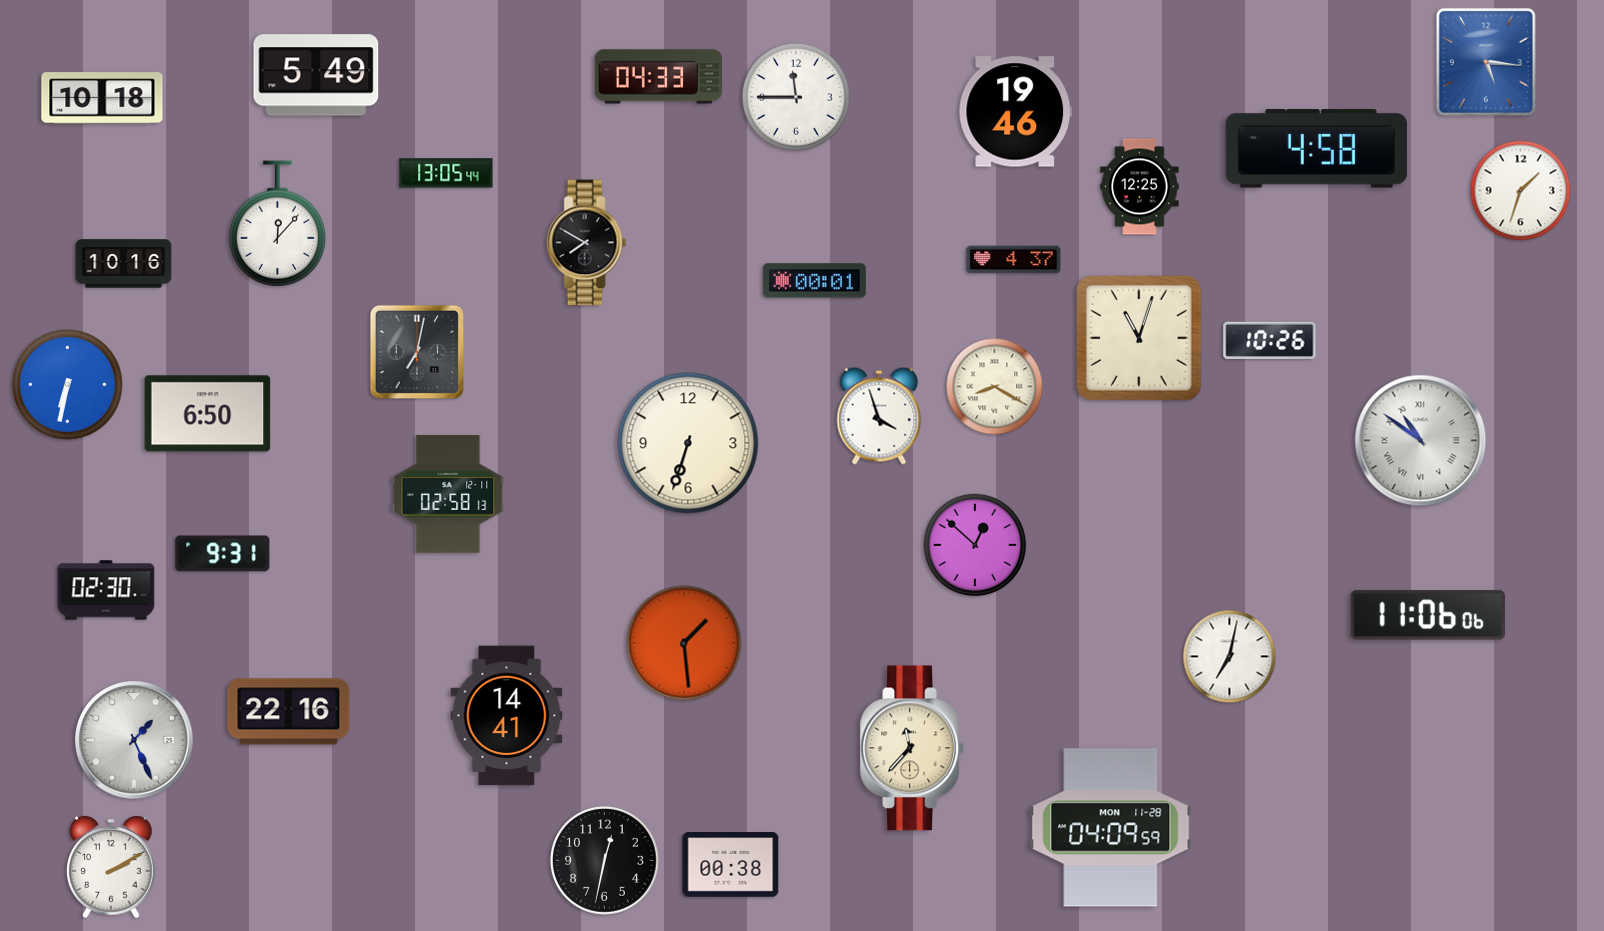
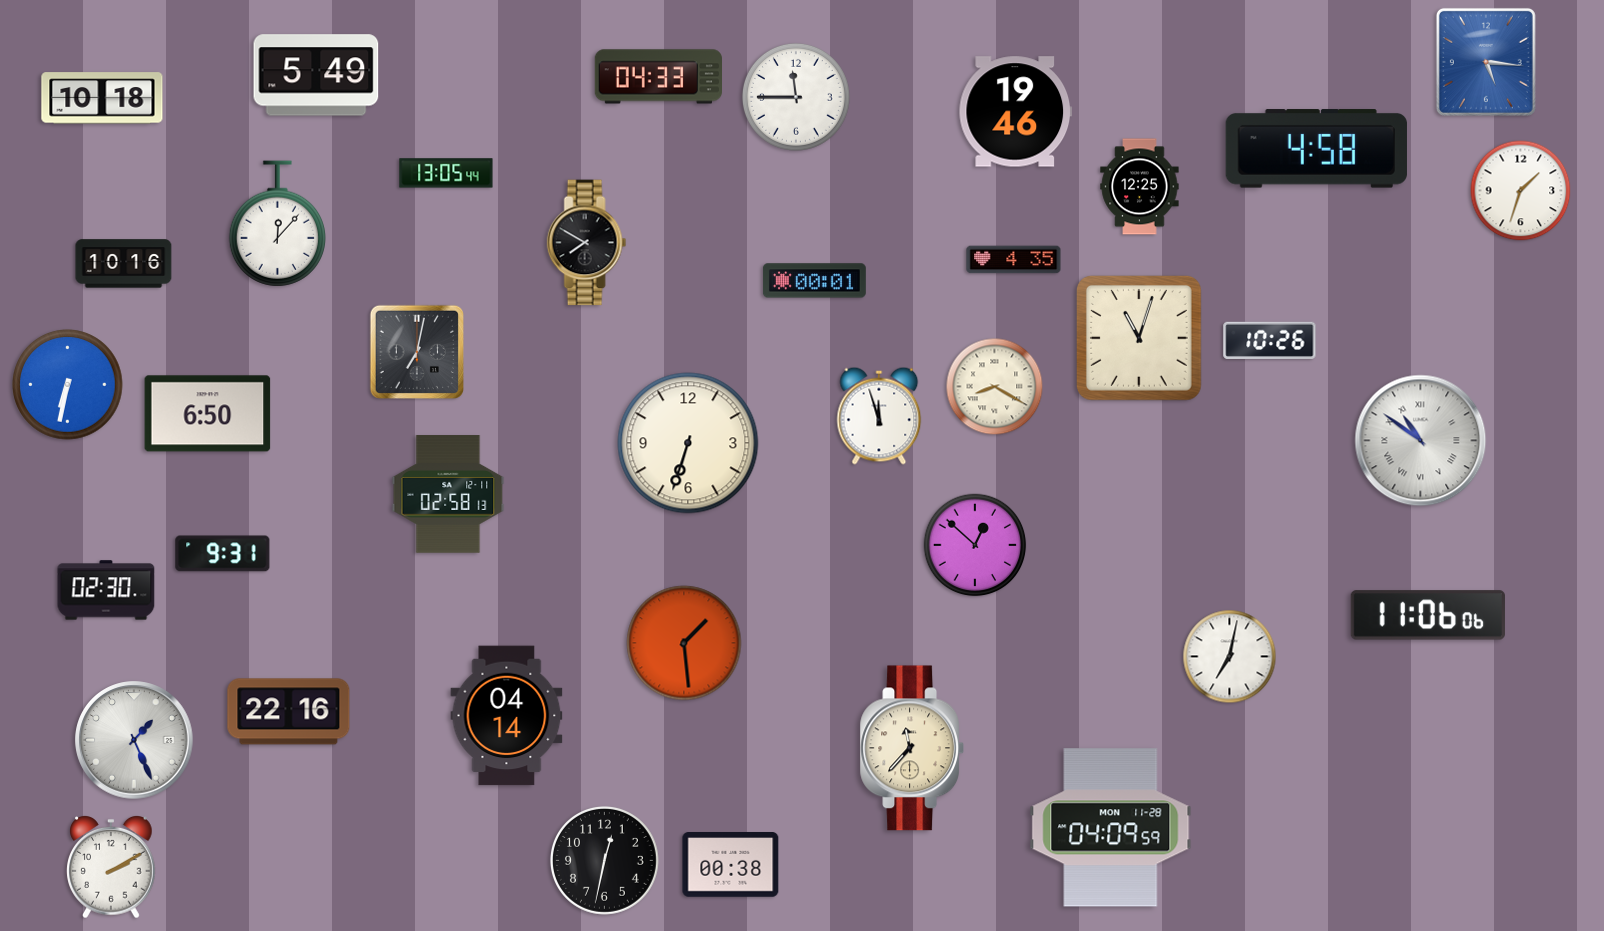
clock at (1014, 260): 4:37 -> 4:35
clock at (879, 416): 3:57 -> 11:57
clock at (507, 716): 14:41 -> 04:14
